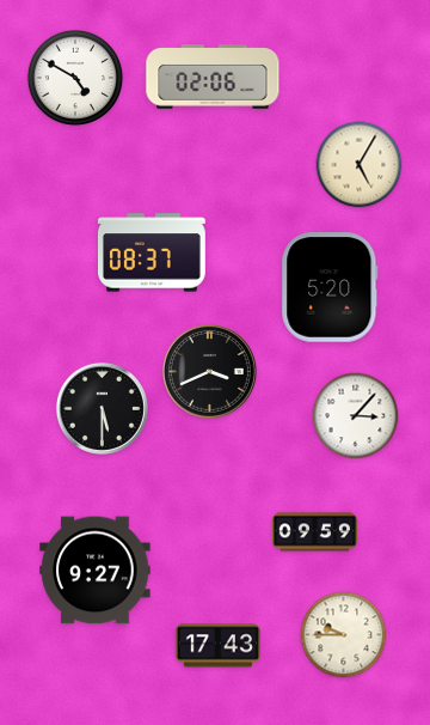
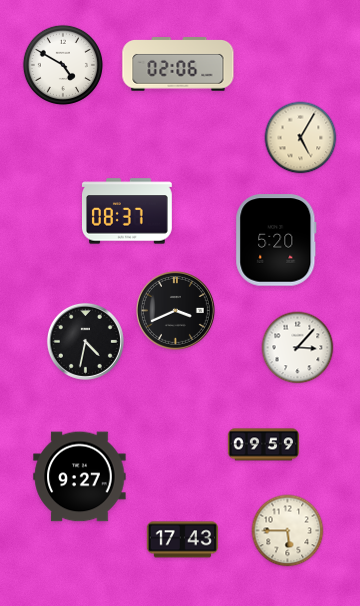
clock at (102, 408): 5:30 -> 4:32
clock at (344, 635): 9:45 -> 5:45
